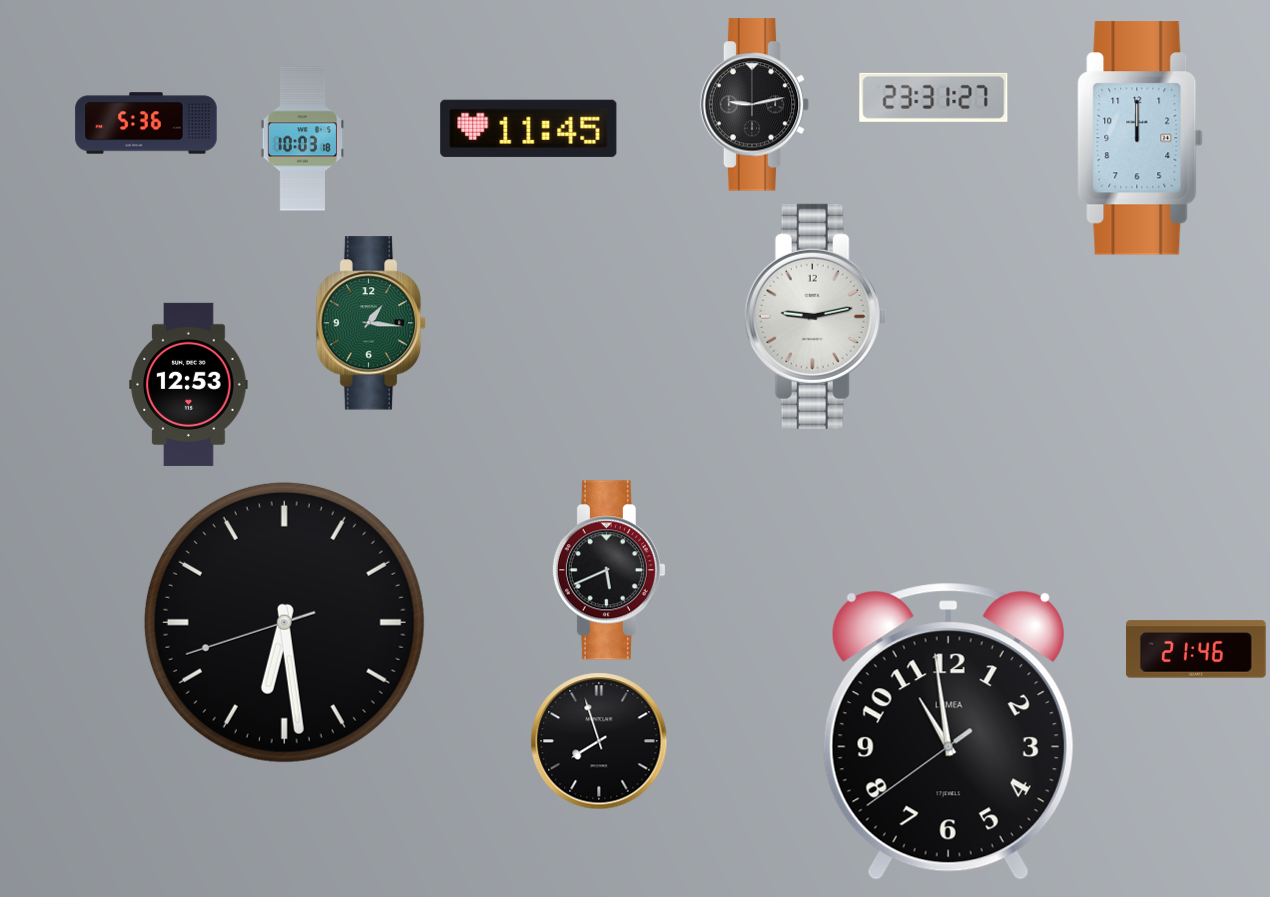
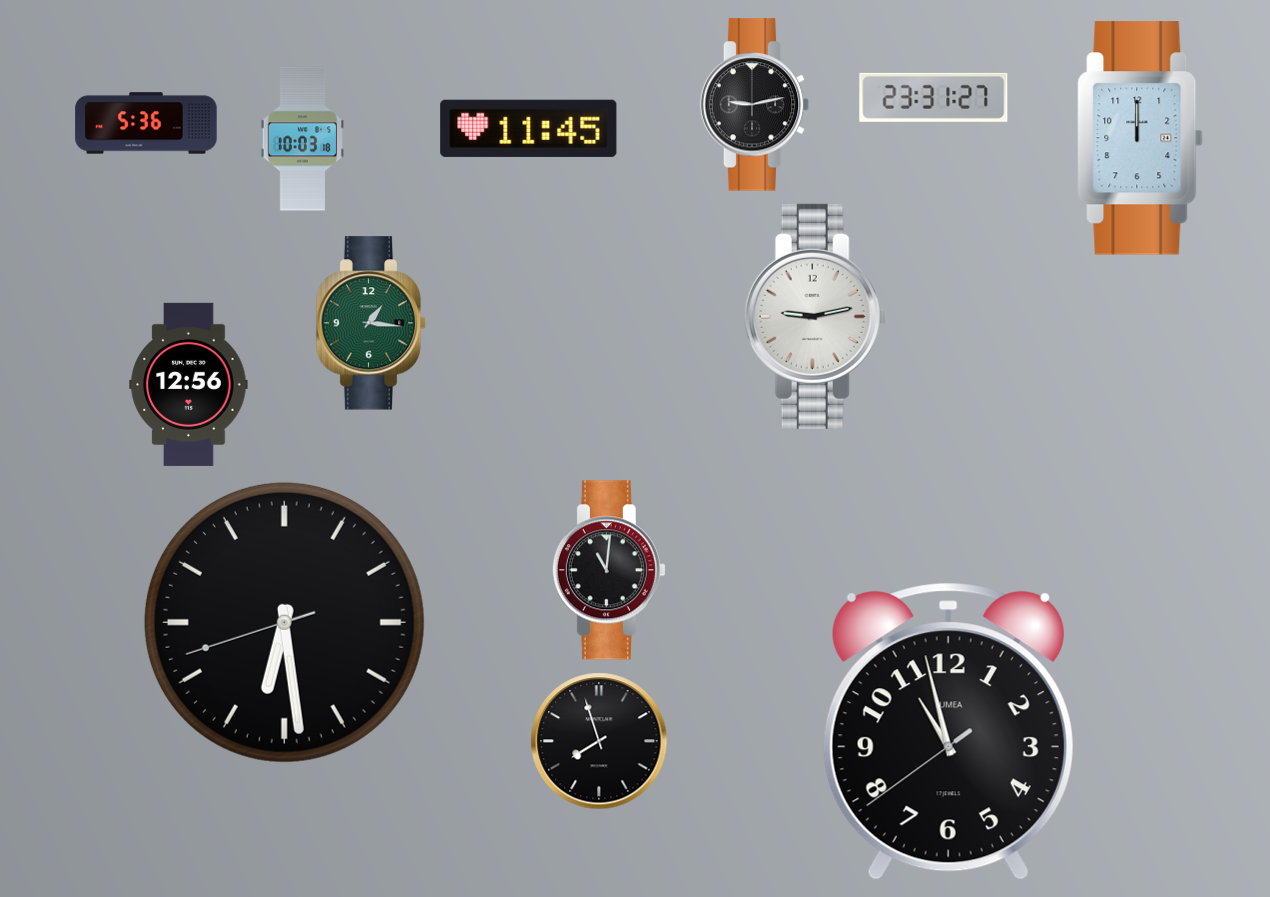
clock at (189, 384): 12:53 -> 12:56
clock at (609, 570): 5:41 -> 11:01
clock at (1196, 649): 21:46 -> none
clock at (948, 731): 10:58 -> 10:57
